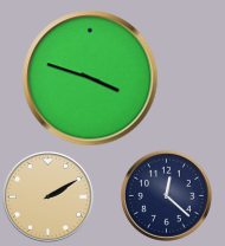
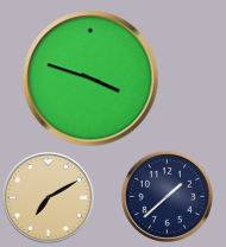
clock at (166, 195): 12:22 -> 1:38
clock at (47, 196): 2:10 -> 7:10
